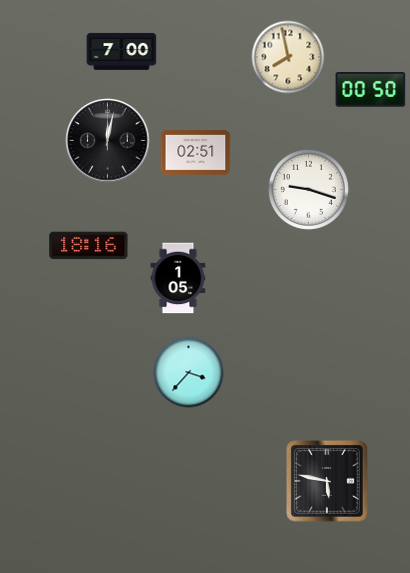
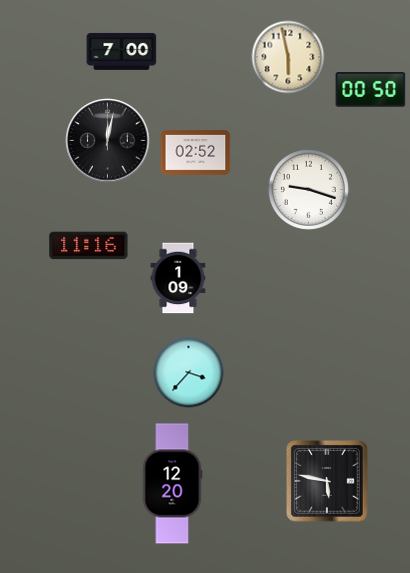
clock at (288, 57): 7:58 -> 5:58
clock at (196, 152): 02:51 -> 02:52
clock at (89, 246): 18:16 -> 11:16
clock at (178, 278): 1:05 -> 1:09
clock at (172, 484): none -> 12:20
